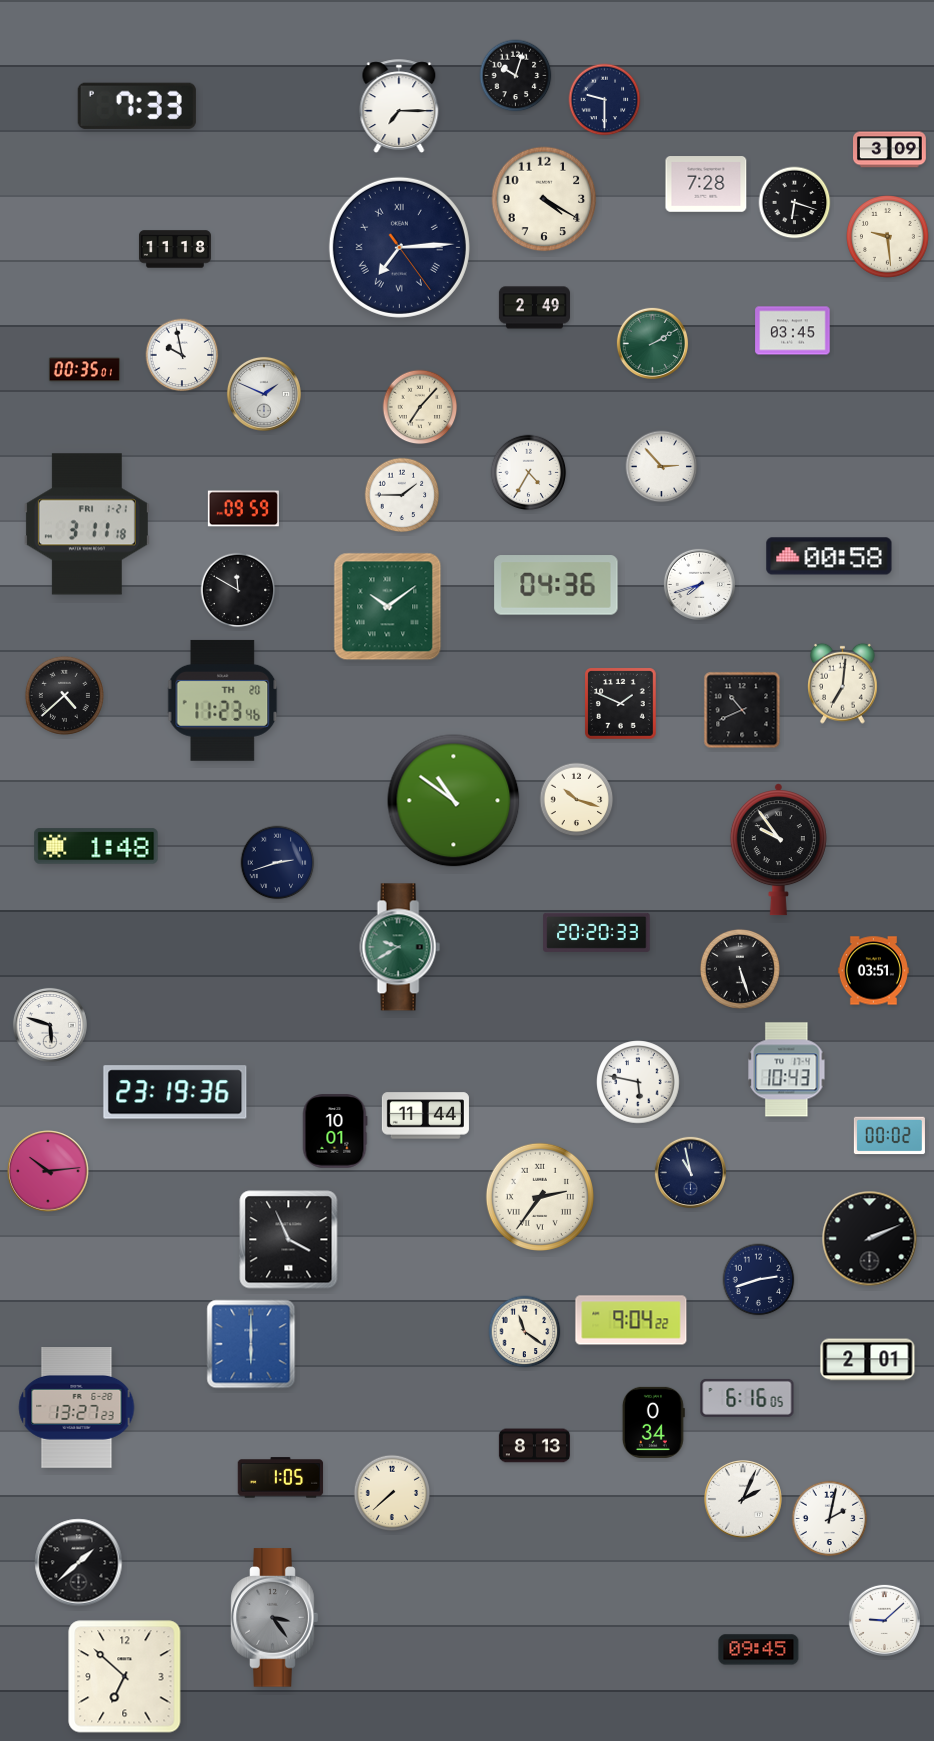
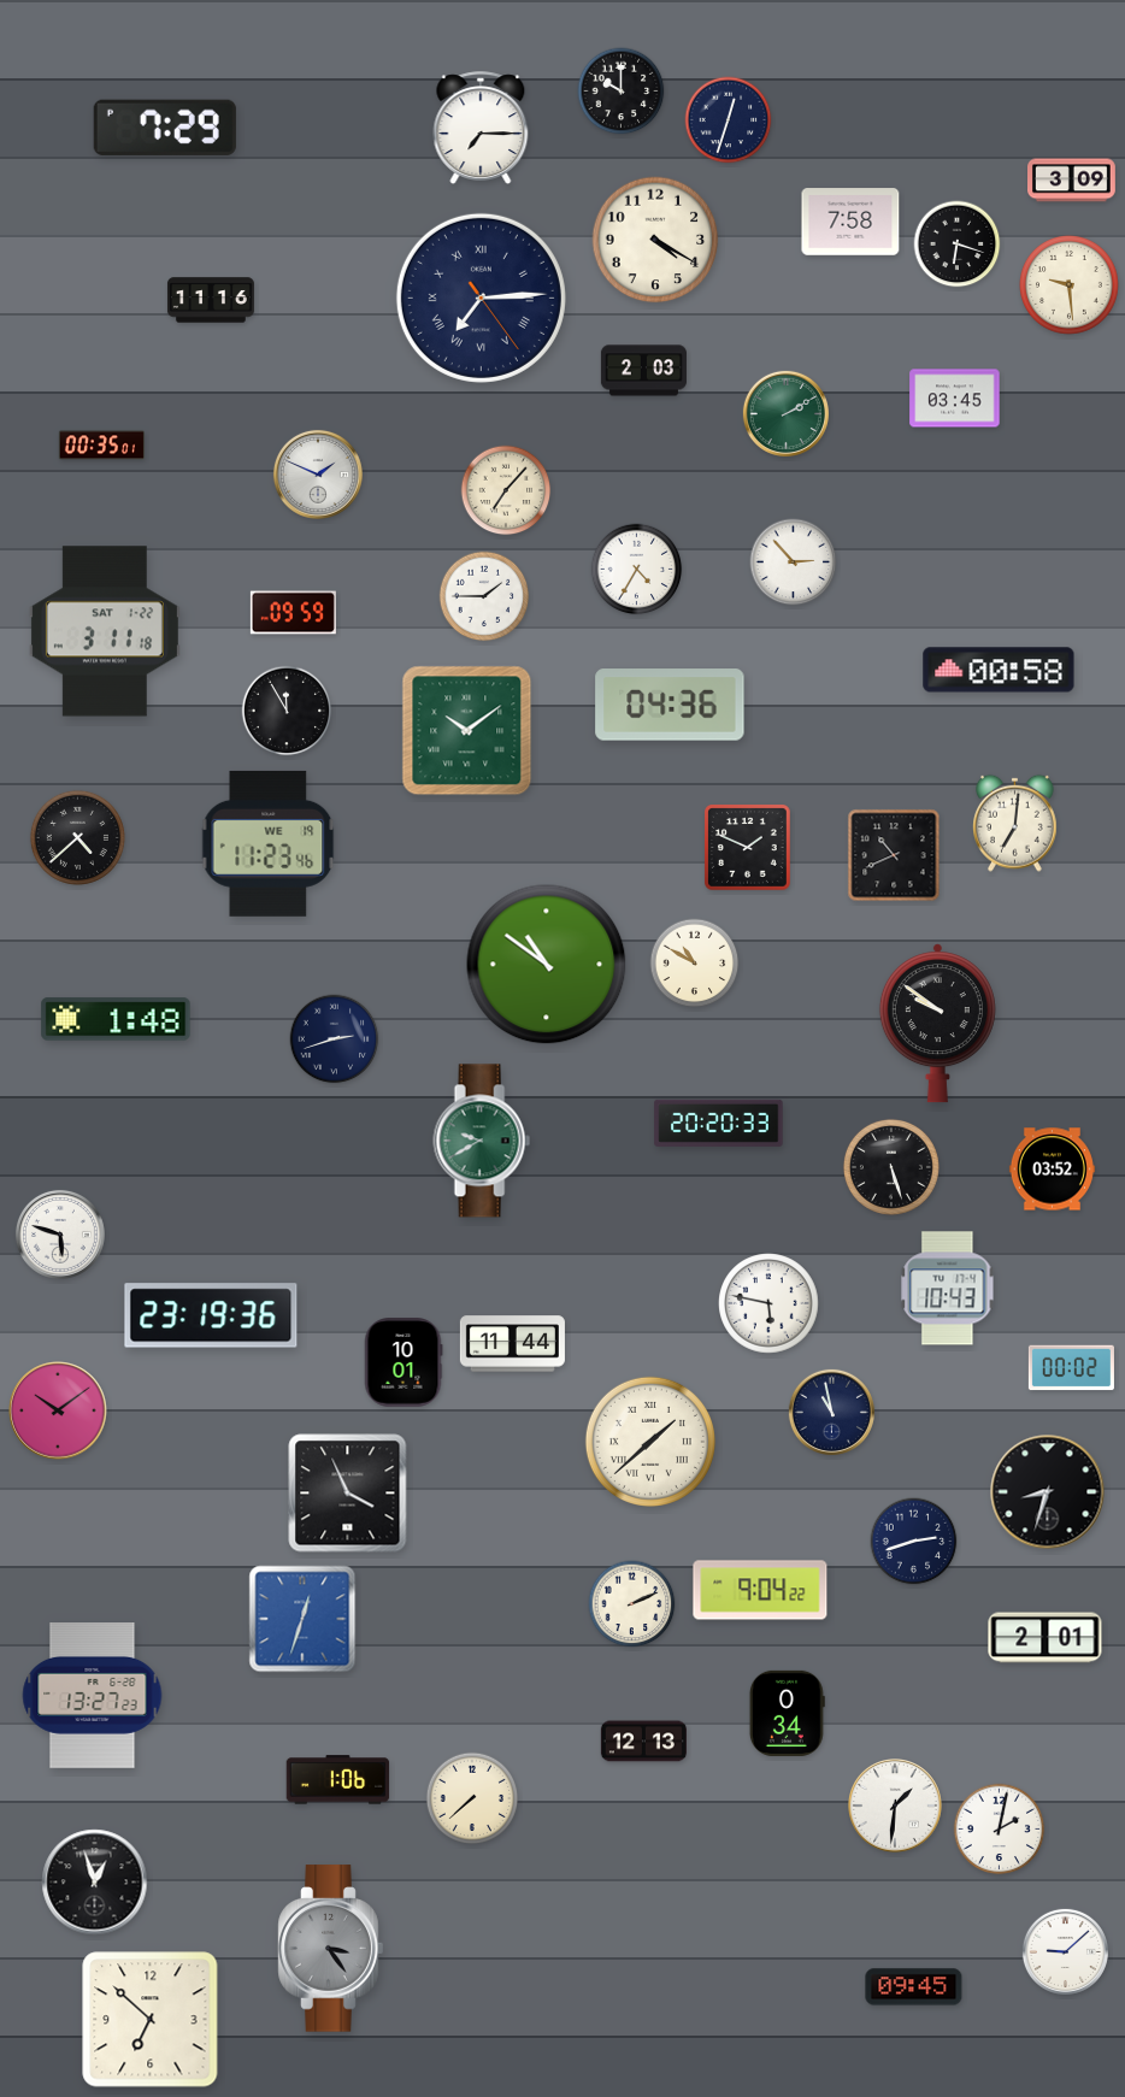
clock at (516, 76): 10:03 -> 10:00
clock at (605, 100): 9:30 -> 12:33
clock at (137, 106): 7:33 -> 7:29
clock at (706, 184): 7:28 -> 7:58
clock at (175, 249): 11:18 -> 11:16
clock at (534, 308): 2:49 -> 2:03
clock at (182, 355): 9:58 -> none
clock at (662, 467) position: (662, 467) -> (794, 562)
clock at (87, 524) date: FRI 1-21 -> SAT 1-22
clock at (699, 584): 7:42 -> none
clock at (238, 590): 11:50 -> 11:55
clock at (223, 700) date: TH 20 -> WE 19
clock at (577, 800): 10:18 -> 10:50
clock at (778, 850): 9:54 -> 9:51
clock at (873, 971): 03:51 -> 03:52
clock at (48, 1171): 10:14 -> 10:09
clock at (540, 1197): 2:36 -> 1:38
clock at (870, 1239): 2:11 -> 8:33
clock at (525, 1332): 11:21 -> 2:11
clock at (251, 1344): 6:00 -> 12:33
clock at (747, 1398): 6:16 -> none
clock at (534, 1446): 8:13 -> 12:13
clock at (281, 1478): 1:05 -> 1:06
clock at (744, 1500): 2:04 -> 1:31
clock at (79, 1563): 1:38 -> 12:57
